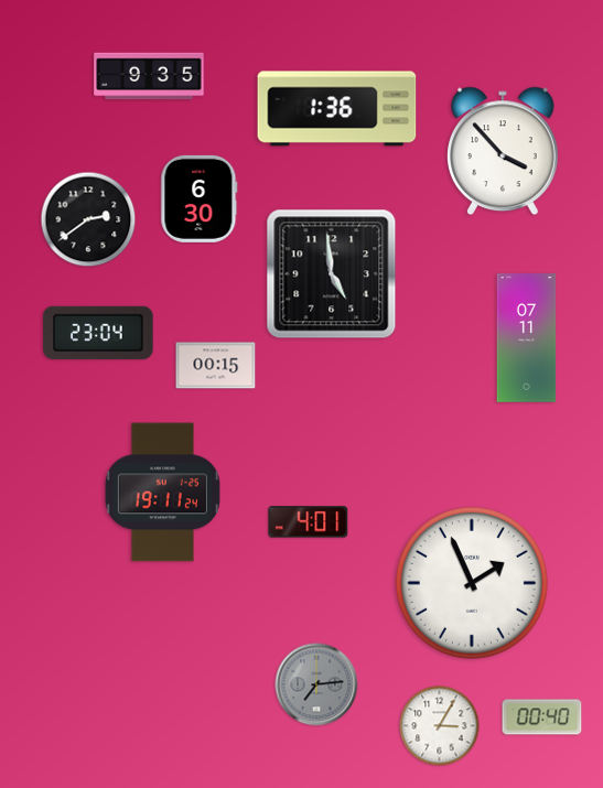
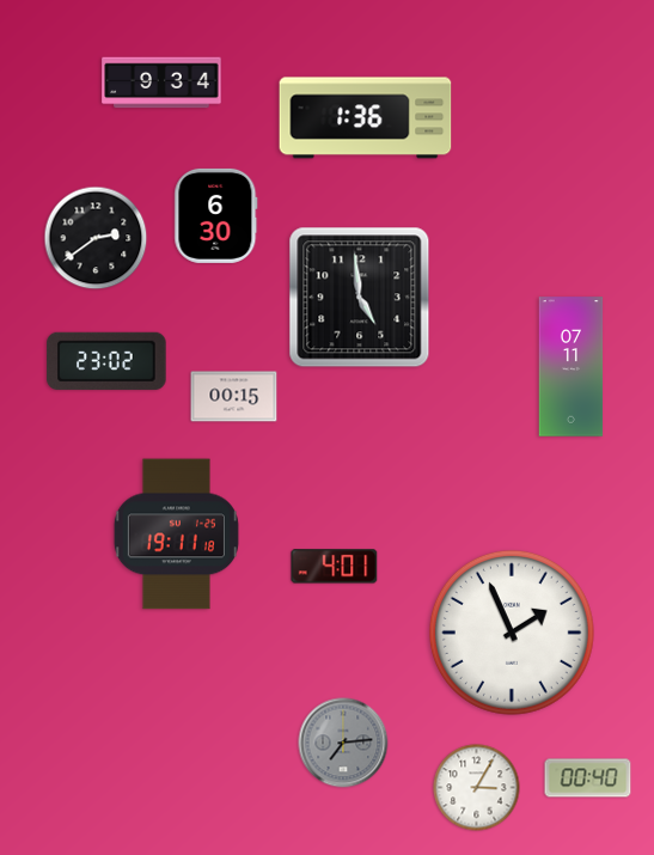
clock at (149, 76): 9:35 -> 9:34
clock at (504, 151): 3:53 -> none
clock at (98, 333): 23:04 -> 23:02
clock at (162, 493): 19:11:24 -> 19:11:18
